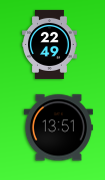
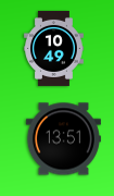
clock at (50, 44): 22:49 -> 10:49
